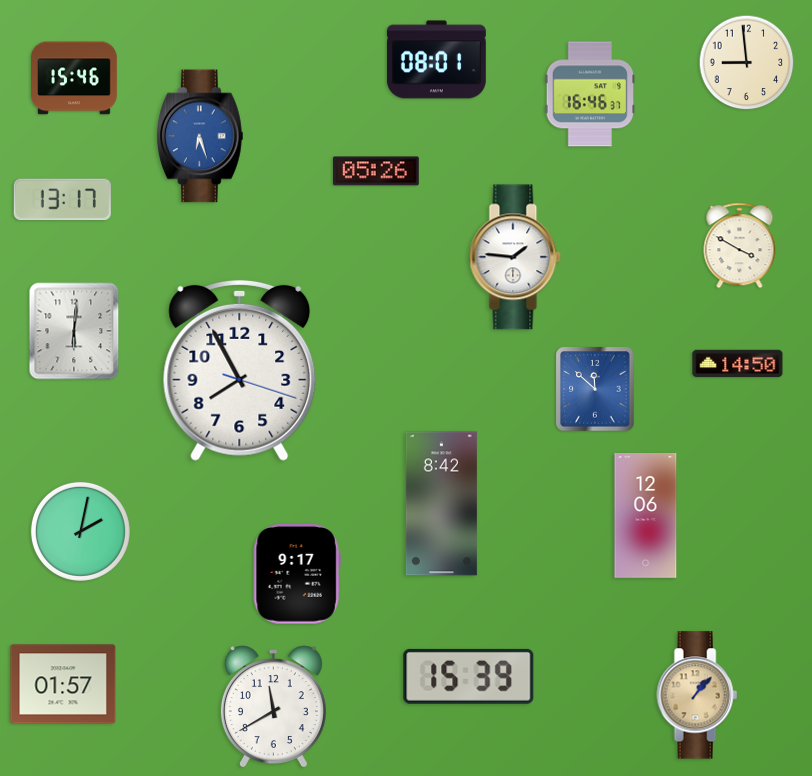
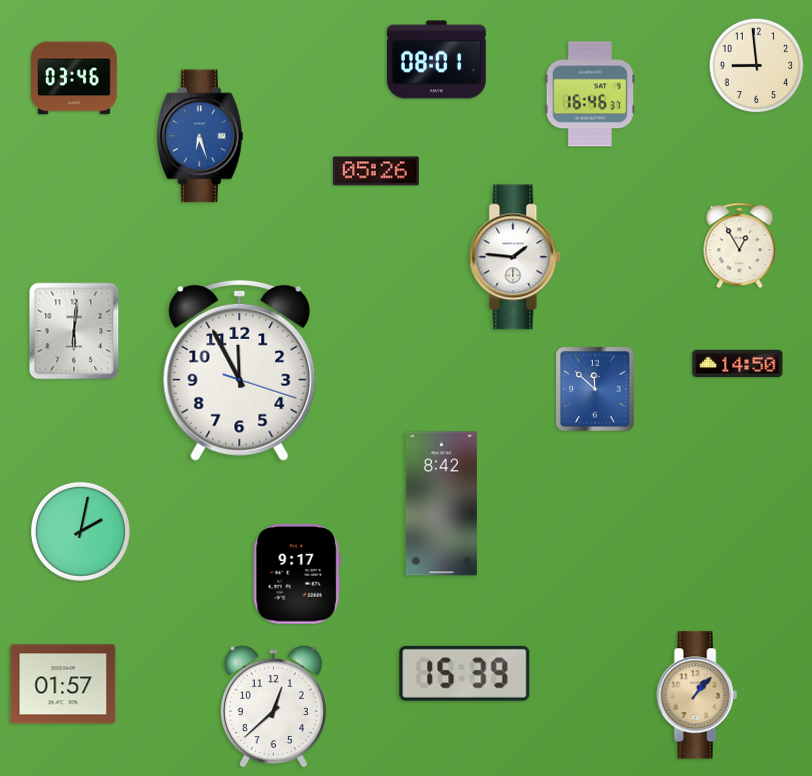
clock at (747, 63) position: (747, 63) -> (757, 66)
clock at (75, 78): 15:46 -> 03:46
clock at (62, 200): 13:17 -> none
clock at (740, 246): 3:50 -> 12:55
clock at (240, 370): 7:55 -> 11:55
clock at (646, 516): 12:06 -> none
clock at (469, 676) position: (469, 676) -> (465, 673)
clock at (273, 706): 11:40 -> 12:38
